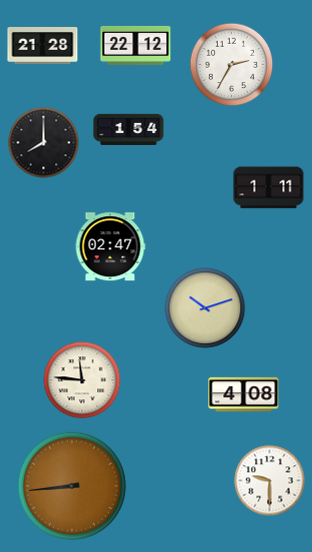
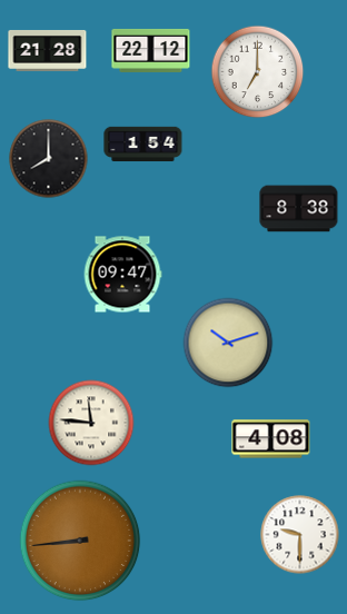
clock at (232, 65): 2:35 -> 7:00
clock at (269, 188): 1:11 -> 8:38
clock at (110, 247): 02:47 -> 09:47
